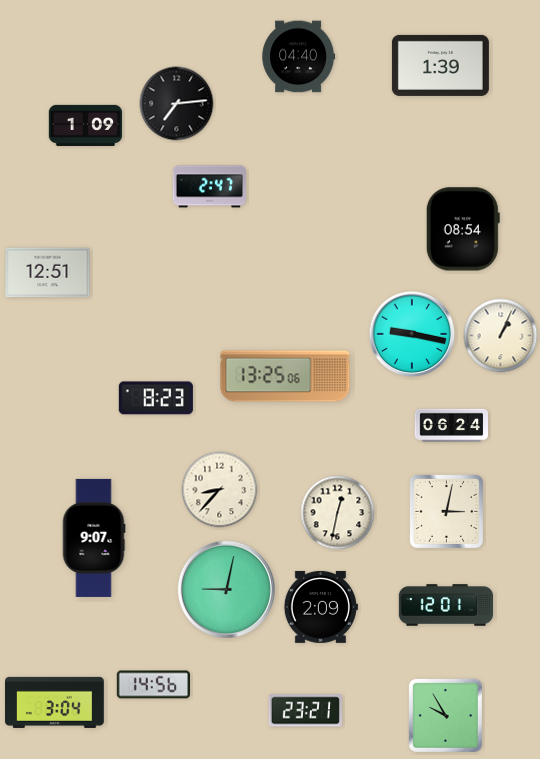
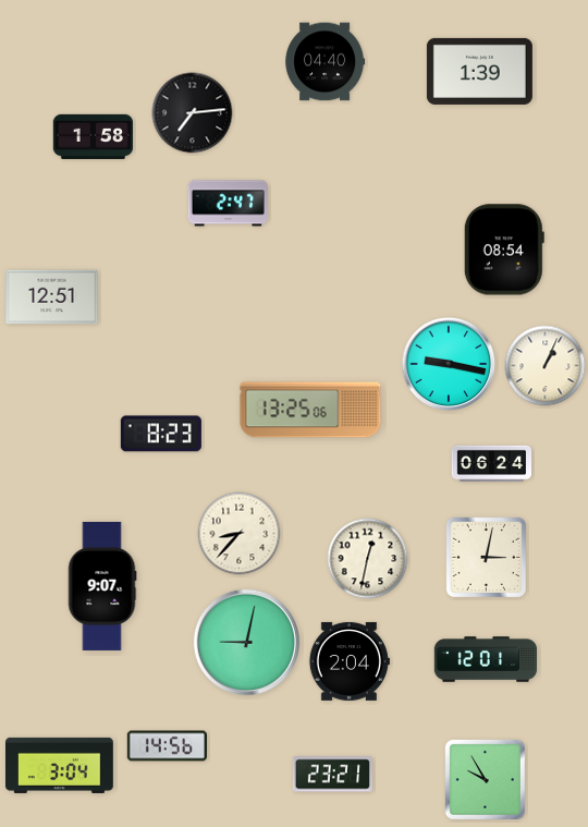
clock at (86, 125): 1:09 -> 1:58
clock at (156, 398) position: (156, 398) -> (161, 434)
clock at (321, 607): 2:09 -> 2:04
